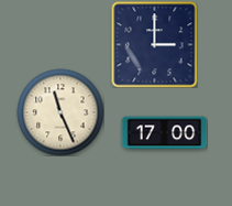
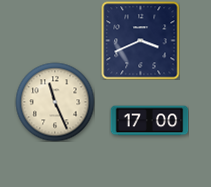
clock at (154, 44): 3:00 -> 3:41
